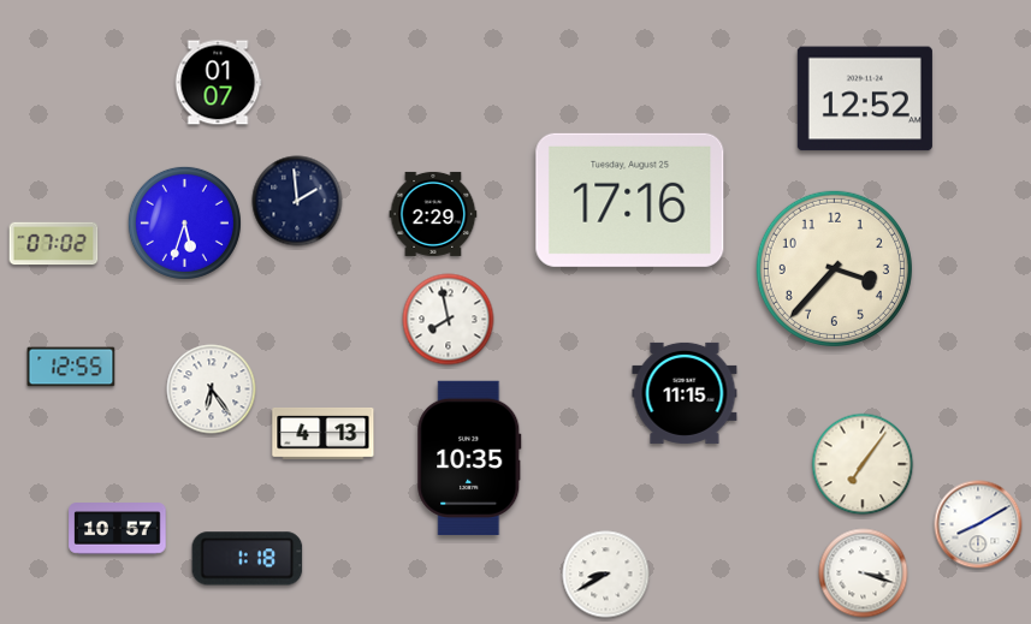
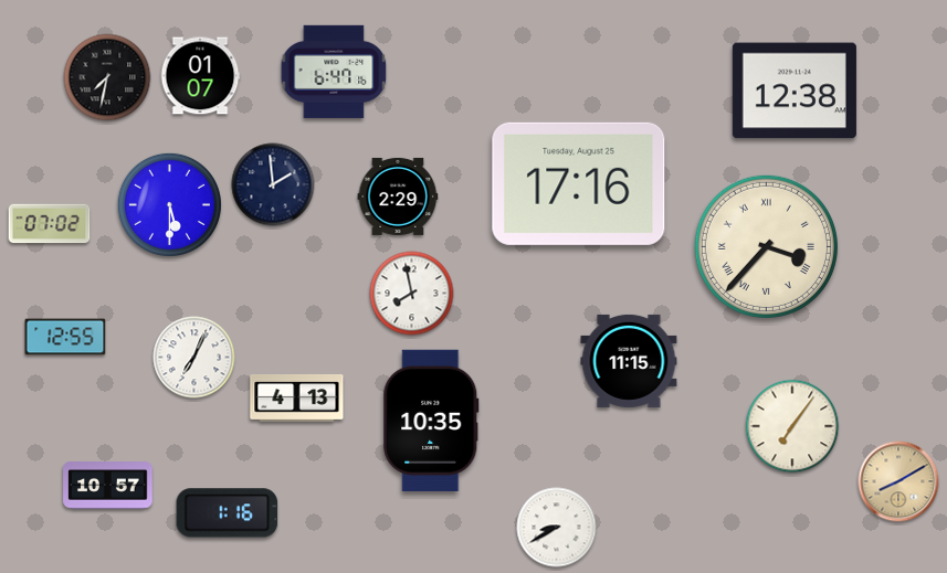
clock at (334, 72): none -> 6:47
clock at (107, 77): none -> 7:32
clock at (865, 99): 12:52 -> 12:38
clock at (184, 222): 5:33 -> 5:30
clock at (834, 268) numerals: Arabic -> Roman
clock at (212, 390): 6:24 -> 7:04
clock at (978, 524) dial: white -> champagne
clock at (248, 559): 1:18 -> 1:16
clock at (864, 574): 3:18 -> none
